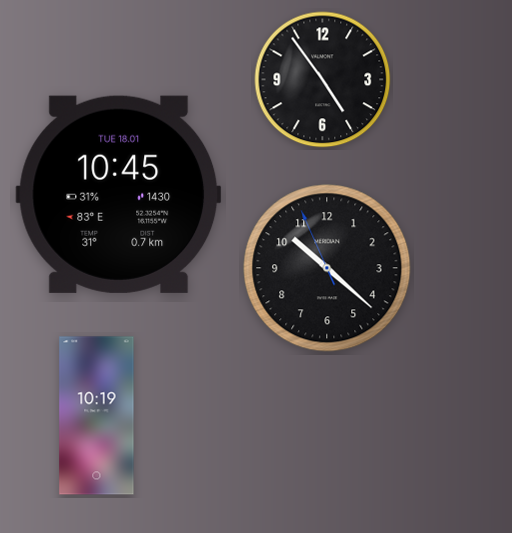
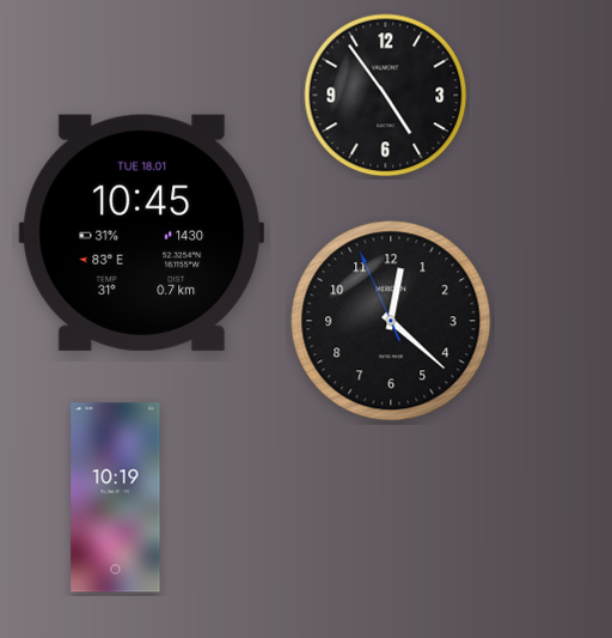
clock at (327, 268): 10:21 -> 12:21
